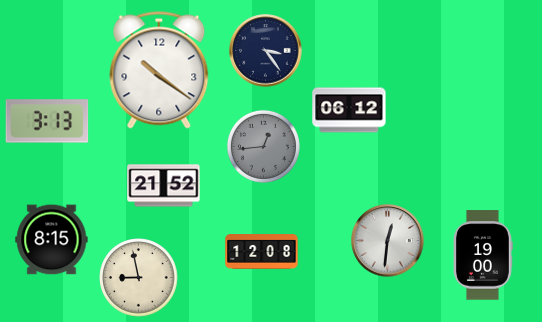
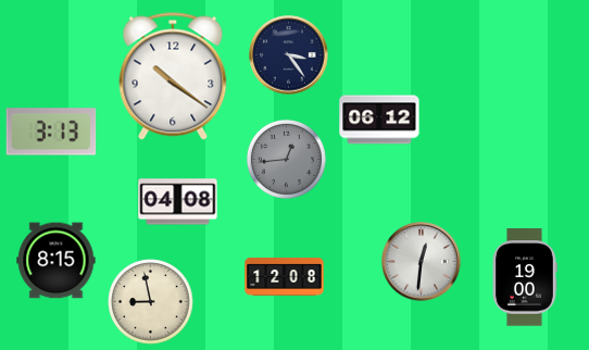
clock at (164, 186): 21:52 -> 04:08
clock at (262, 252) position: (262, 252) -> (285, 277)
